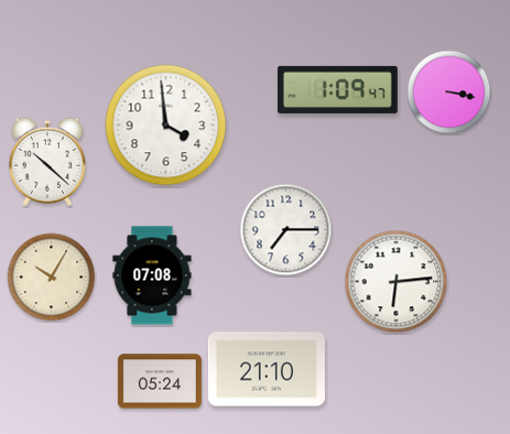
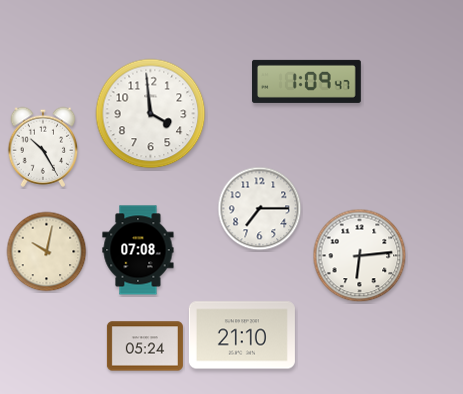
clock at (449, 93): 3:17 -> none
clock at (47, 162): 10:22 -> 10:25
clock at (52, 278): 10:05 -> 10:02
